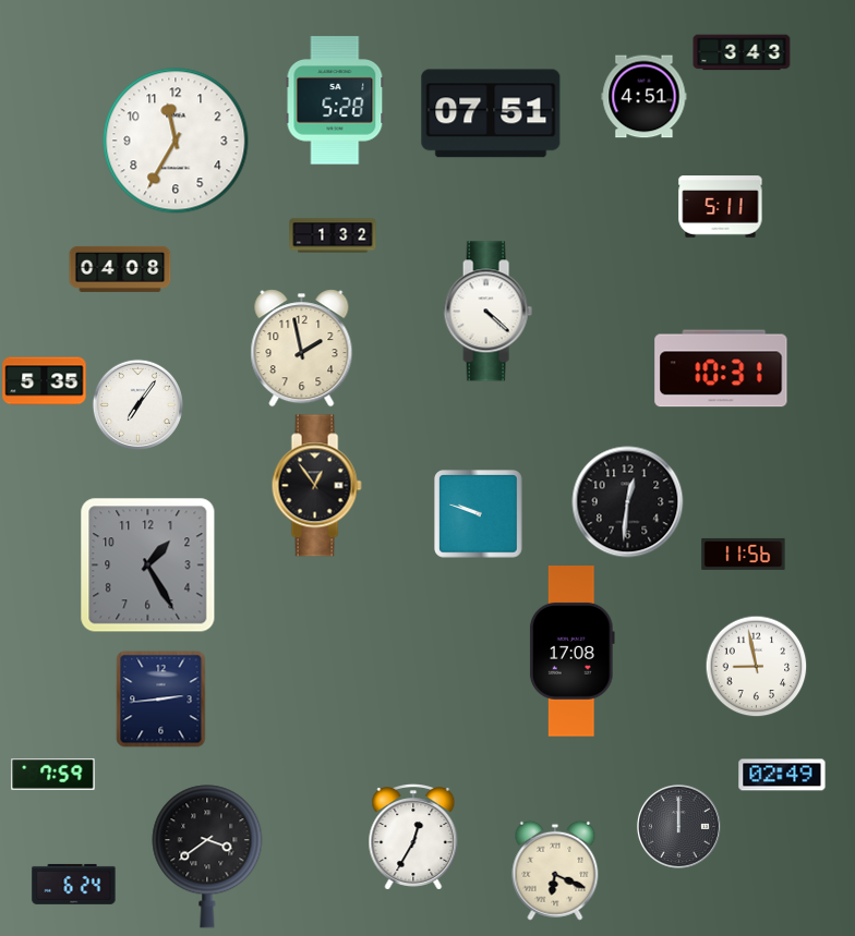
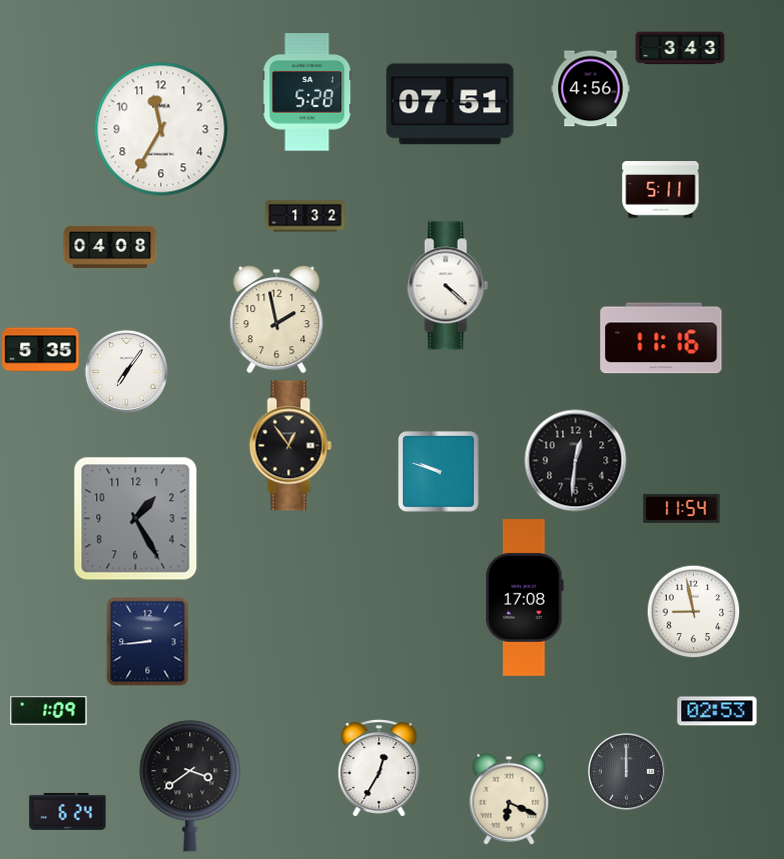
clock at (645, 97): 4:51 -> 4:56
clock at (721, 368): 10:31 -> 11:16
clock at (744, 554): 11:56 -> 11:54
clock at (161, 700): 2:44 -> 8:44
clock at (53, 775): 7:59 -> 1:09
clock at (782, 775): 02:49 -> 02:53
clock at (678, 826) position: (678, 826) -> (626, 771)
